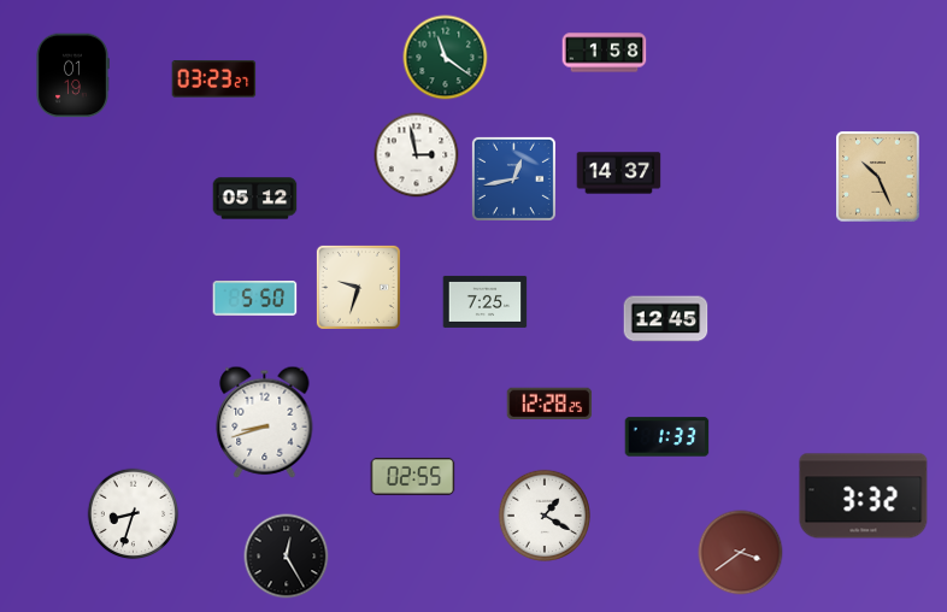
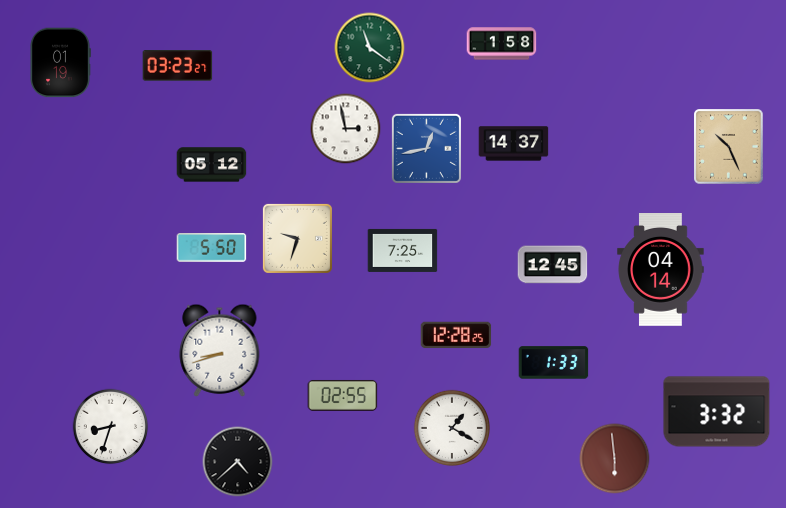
clock at (661, 270): none -> 04:14
clock at (741, 553): 3:39 -> 5:59
clock at (287, 557): 12:25 -> 4:38
